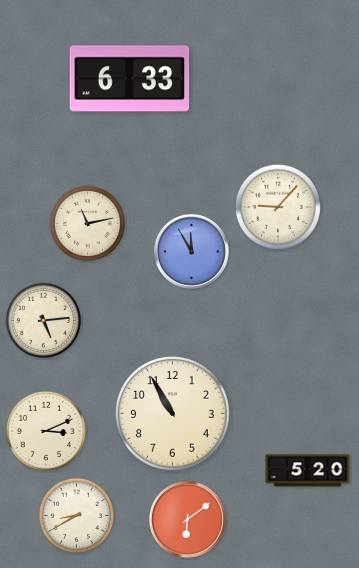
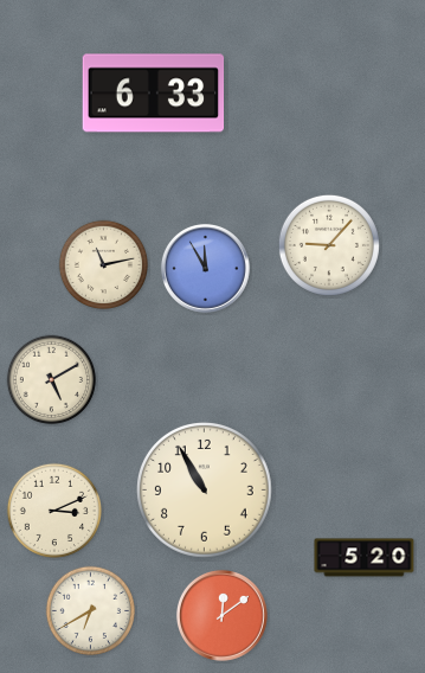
clock at (191, 251) position: (191, 251) -> (205, 268)
clock at (44, 321): 5:14 -> 5:10
clock at (77, 516): 8:40 -> 6:40
clock at (187, 519): 6:09 -> 12:09
